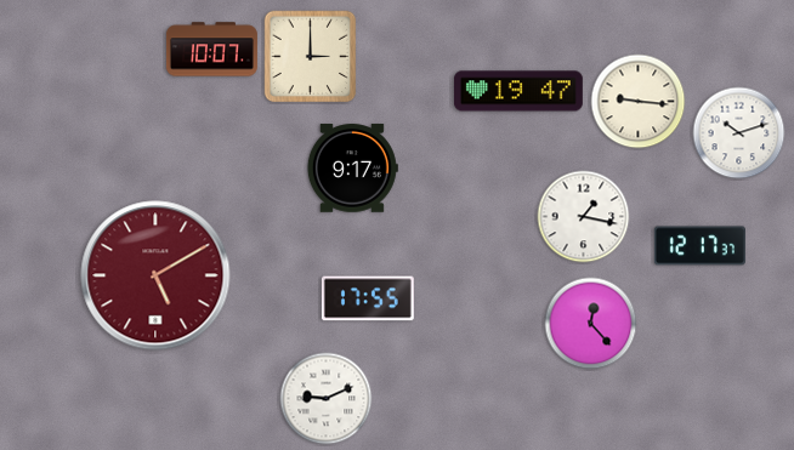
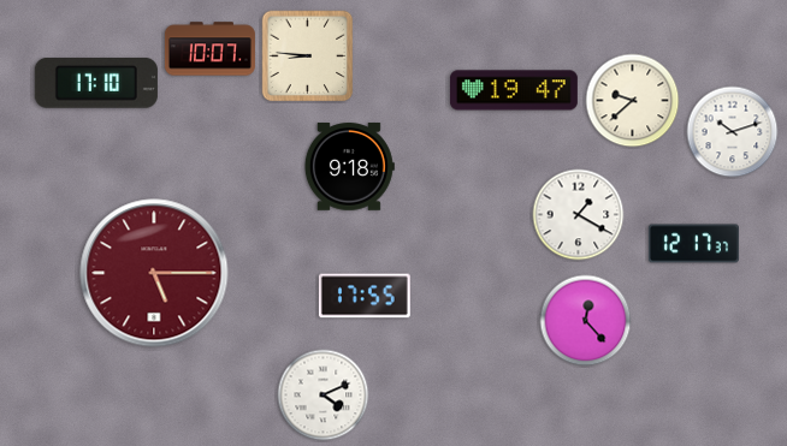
clock at (311, 57): 3:00 -> 8:46
clock at (96, 84): none -> 17:10
clock at (639, 102): 9:16 -> 9:38
clock at (352, 169): 9:17 -> 9:18
clock at (584, 217): 1:17 -> 1:20
clock at (155, 275): 5:10 -> 5:15
clock at (327, 399): 9:11 -> 4:11
